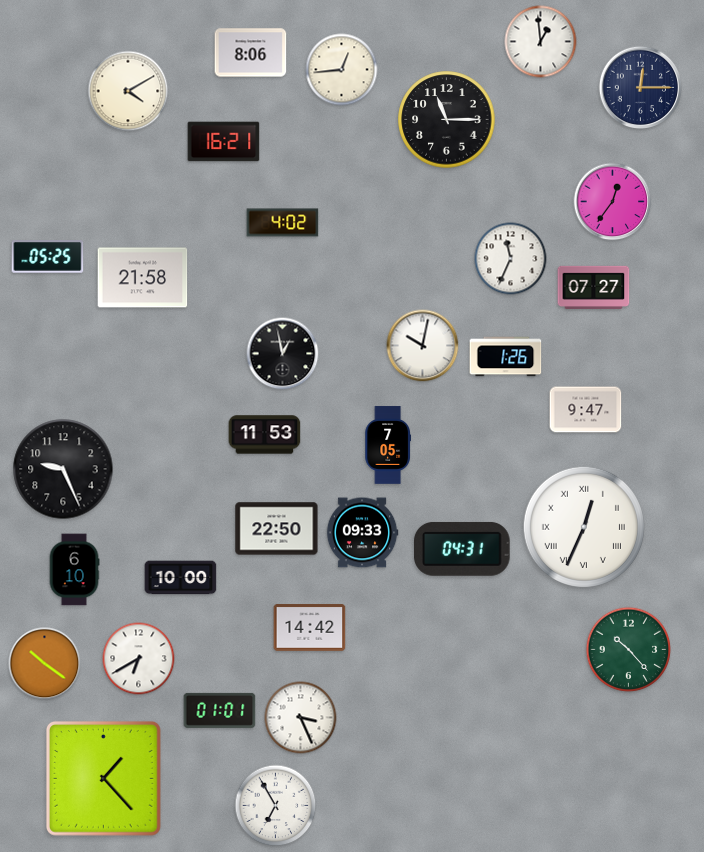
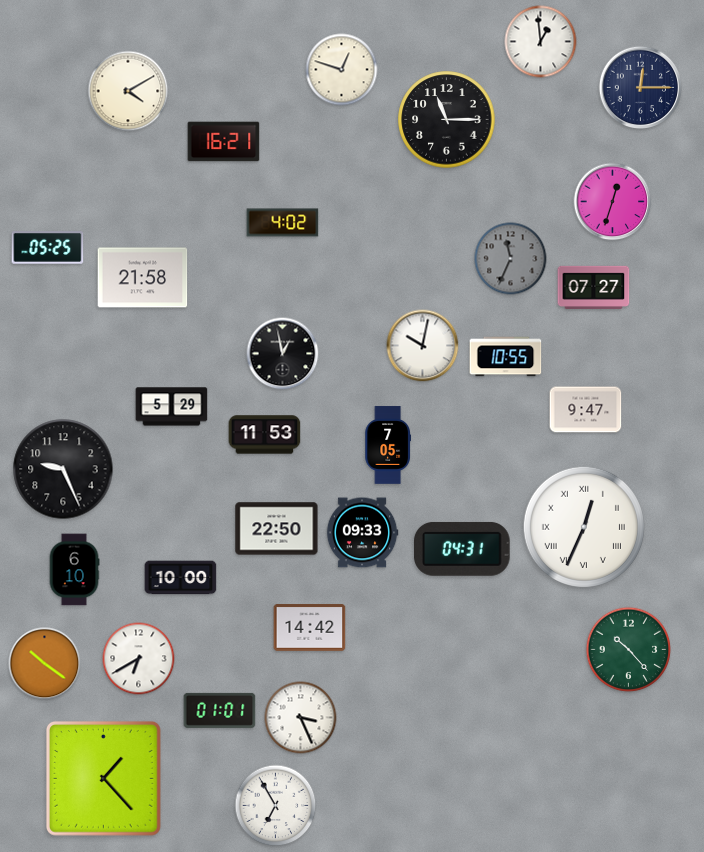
clock at (251, 53): 8:06 -> none
clock at (342, 70): 12:44 -> 12:48
clock at (613, 202): 12:36 -> 12:33
clock at (48, 257) position: (48, 257) -> (48, 248)
clock at (511, 259) dial: white -> grey
clock at (506, 357): 1:26 -> 10:55
clock at (172, 407): none -> 5:29
